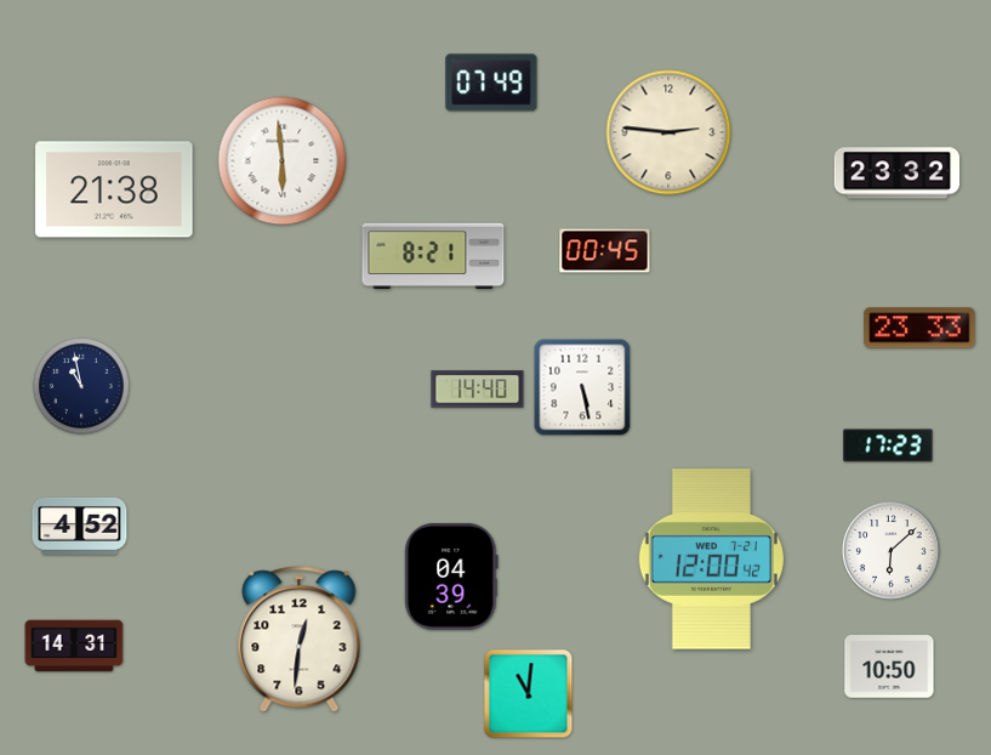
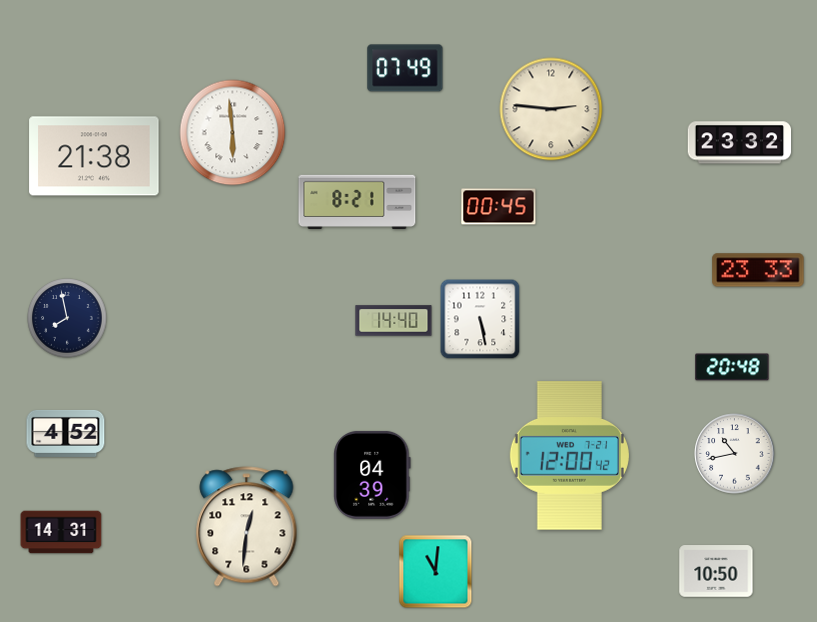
clock at (433, 256) position: (433, 256) -> (357, 202)
clock at (81, 386): 10:58 -> 7:58
clock at (888, 445): 17:23 -> 20:48
clock at (892, 551): 6:08 -> 10:43
clock at (711, 560) position: (711, 560) -> (569, 456)
clock at (889, 666) position: (889, 666) -> (716, 571)
